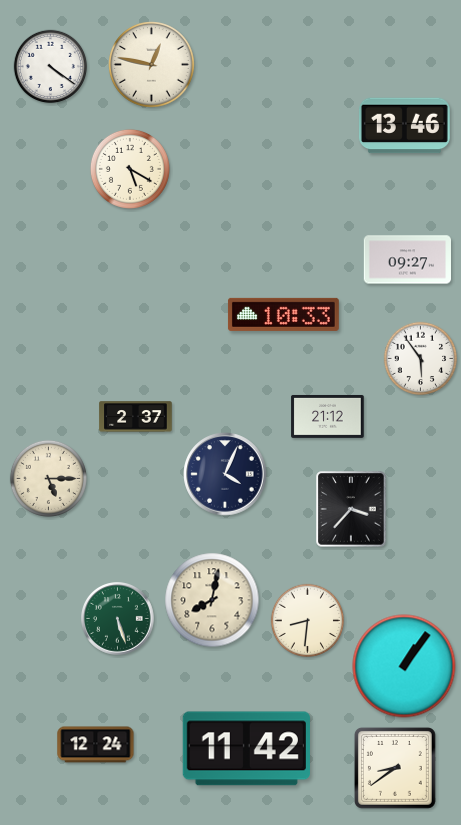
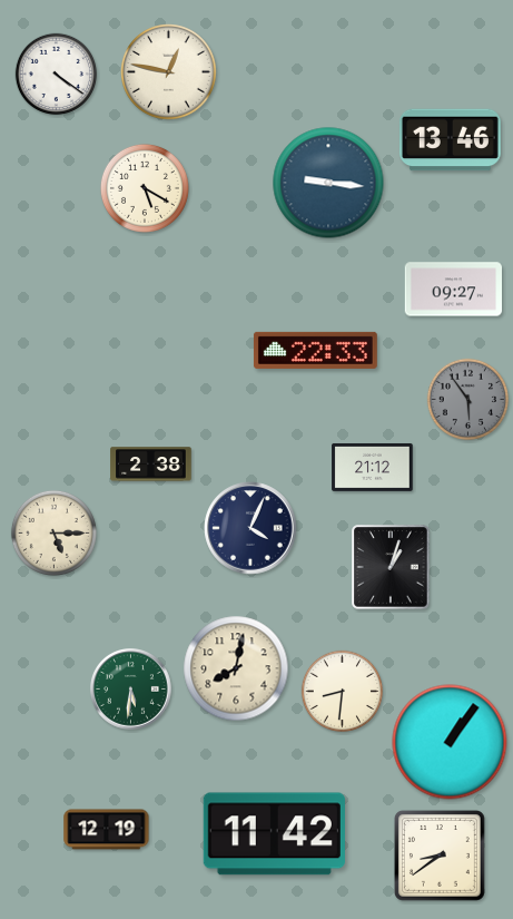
clock at (328, 183): none -> 9:16
clock at (283, 314): 10:33 -> 22:33
clock at (421, 359) dial: white -> grey
clock at (328, 416) position: (328, 416) -> (373, 467)
clock at (136, 417): 2:37 -> 2:38
clock at (351, 509): 3:37 -> 1:03
clock at (118, 619): 5:27 -> 5:31
clock at (96, 745): 12:24 -> 12:19
